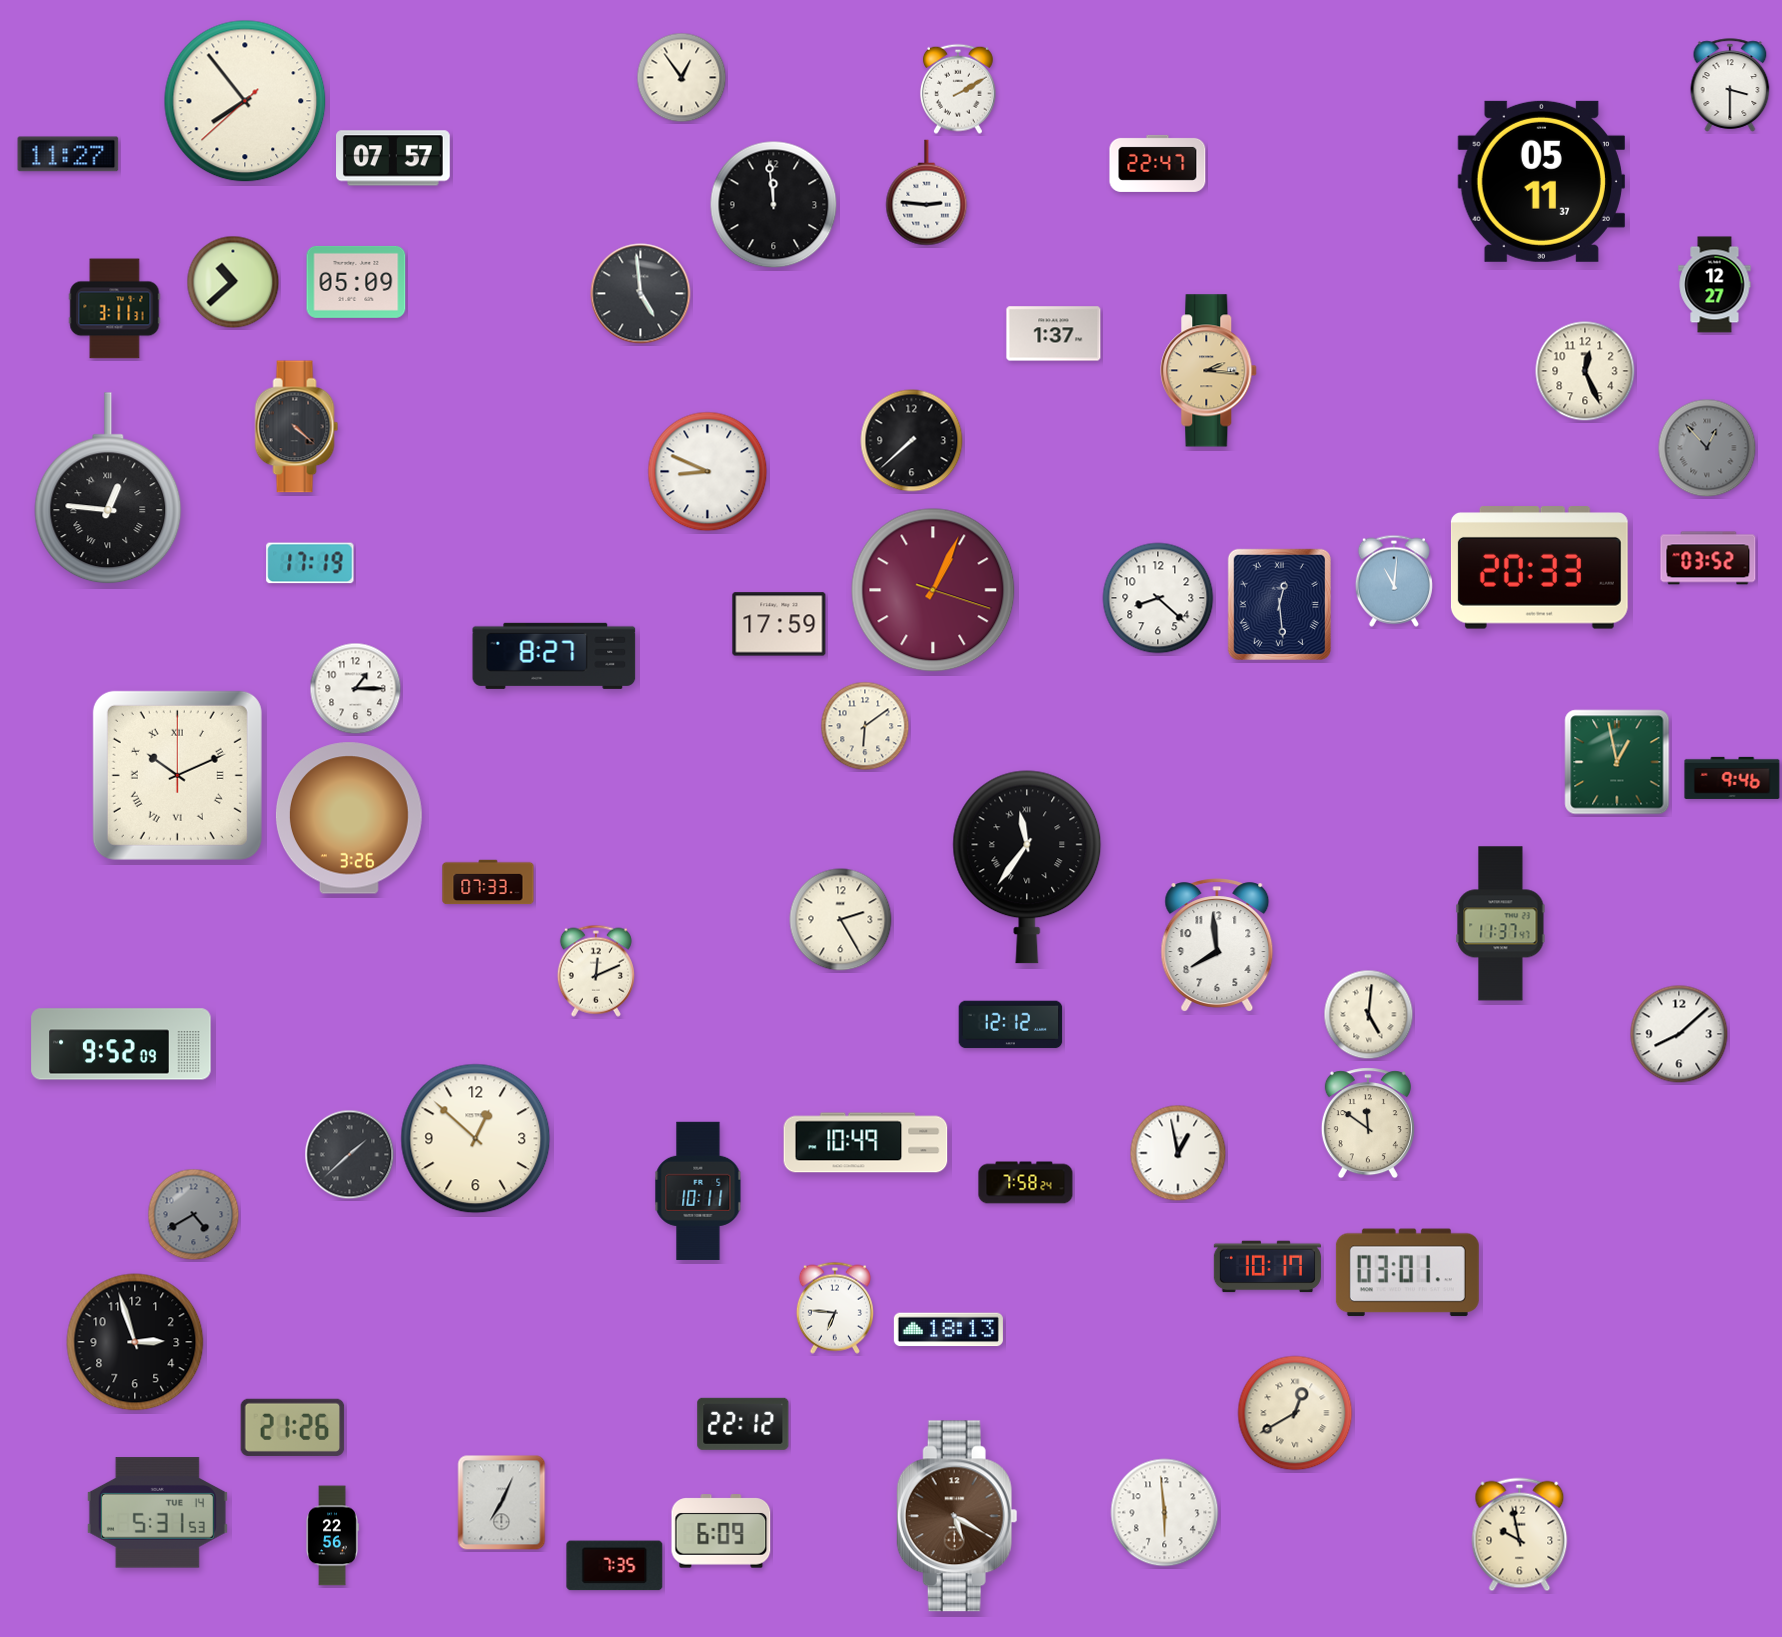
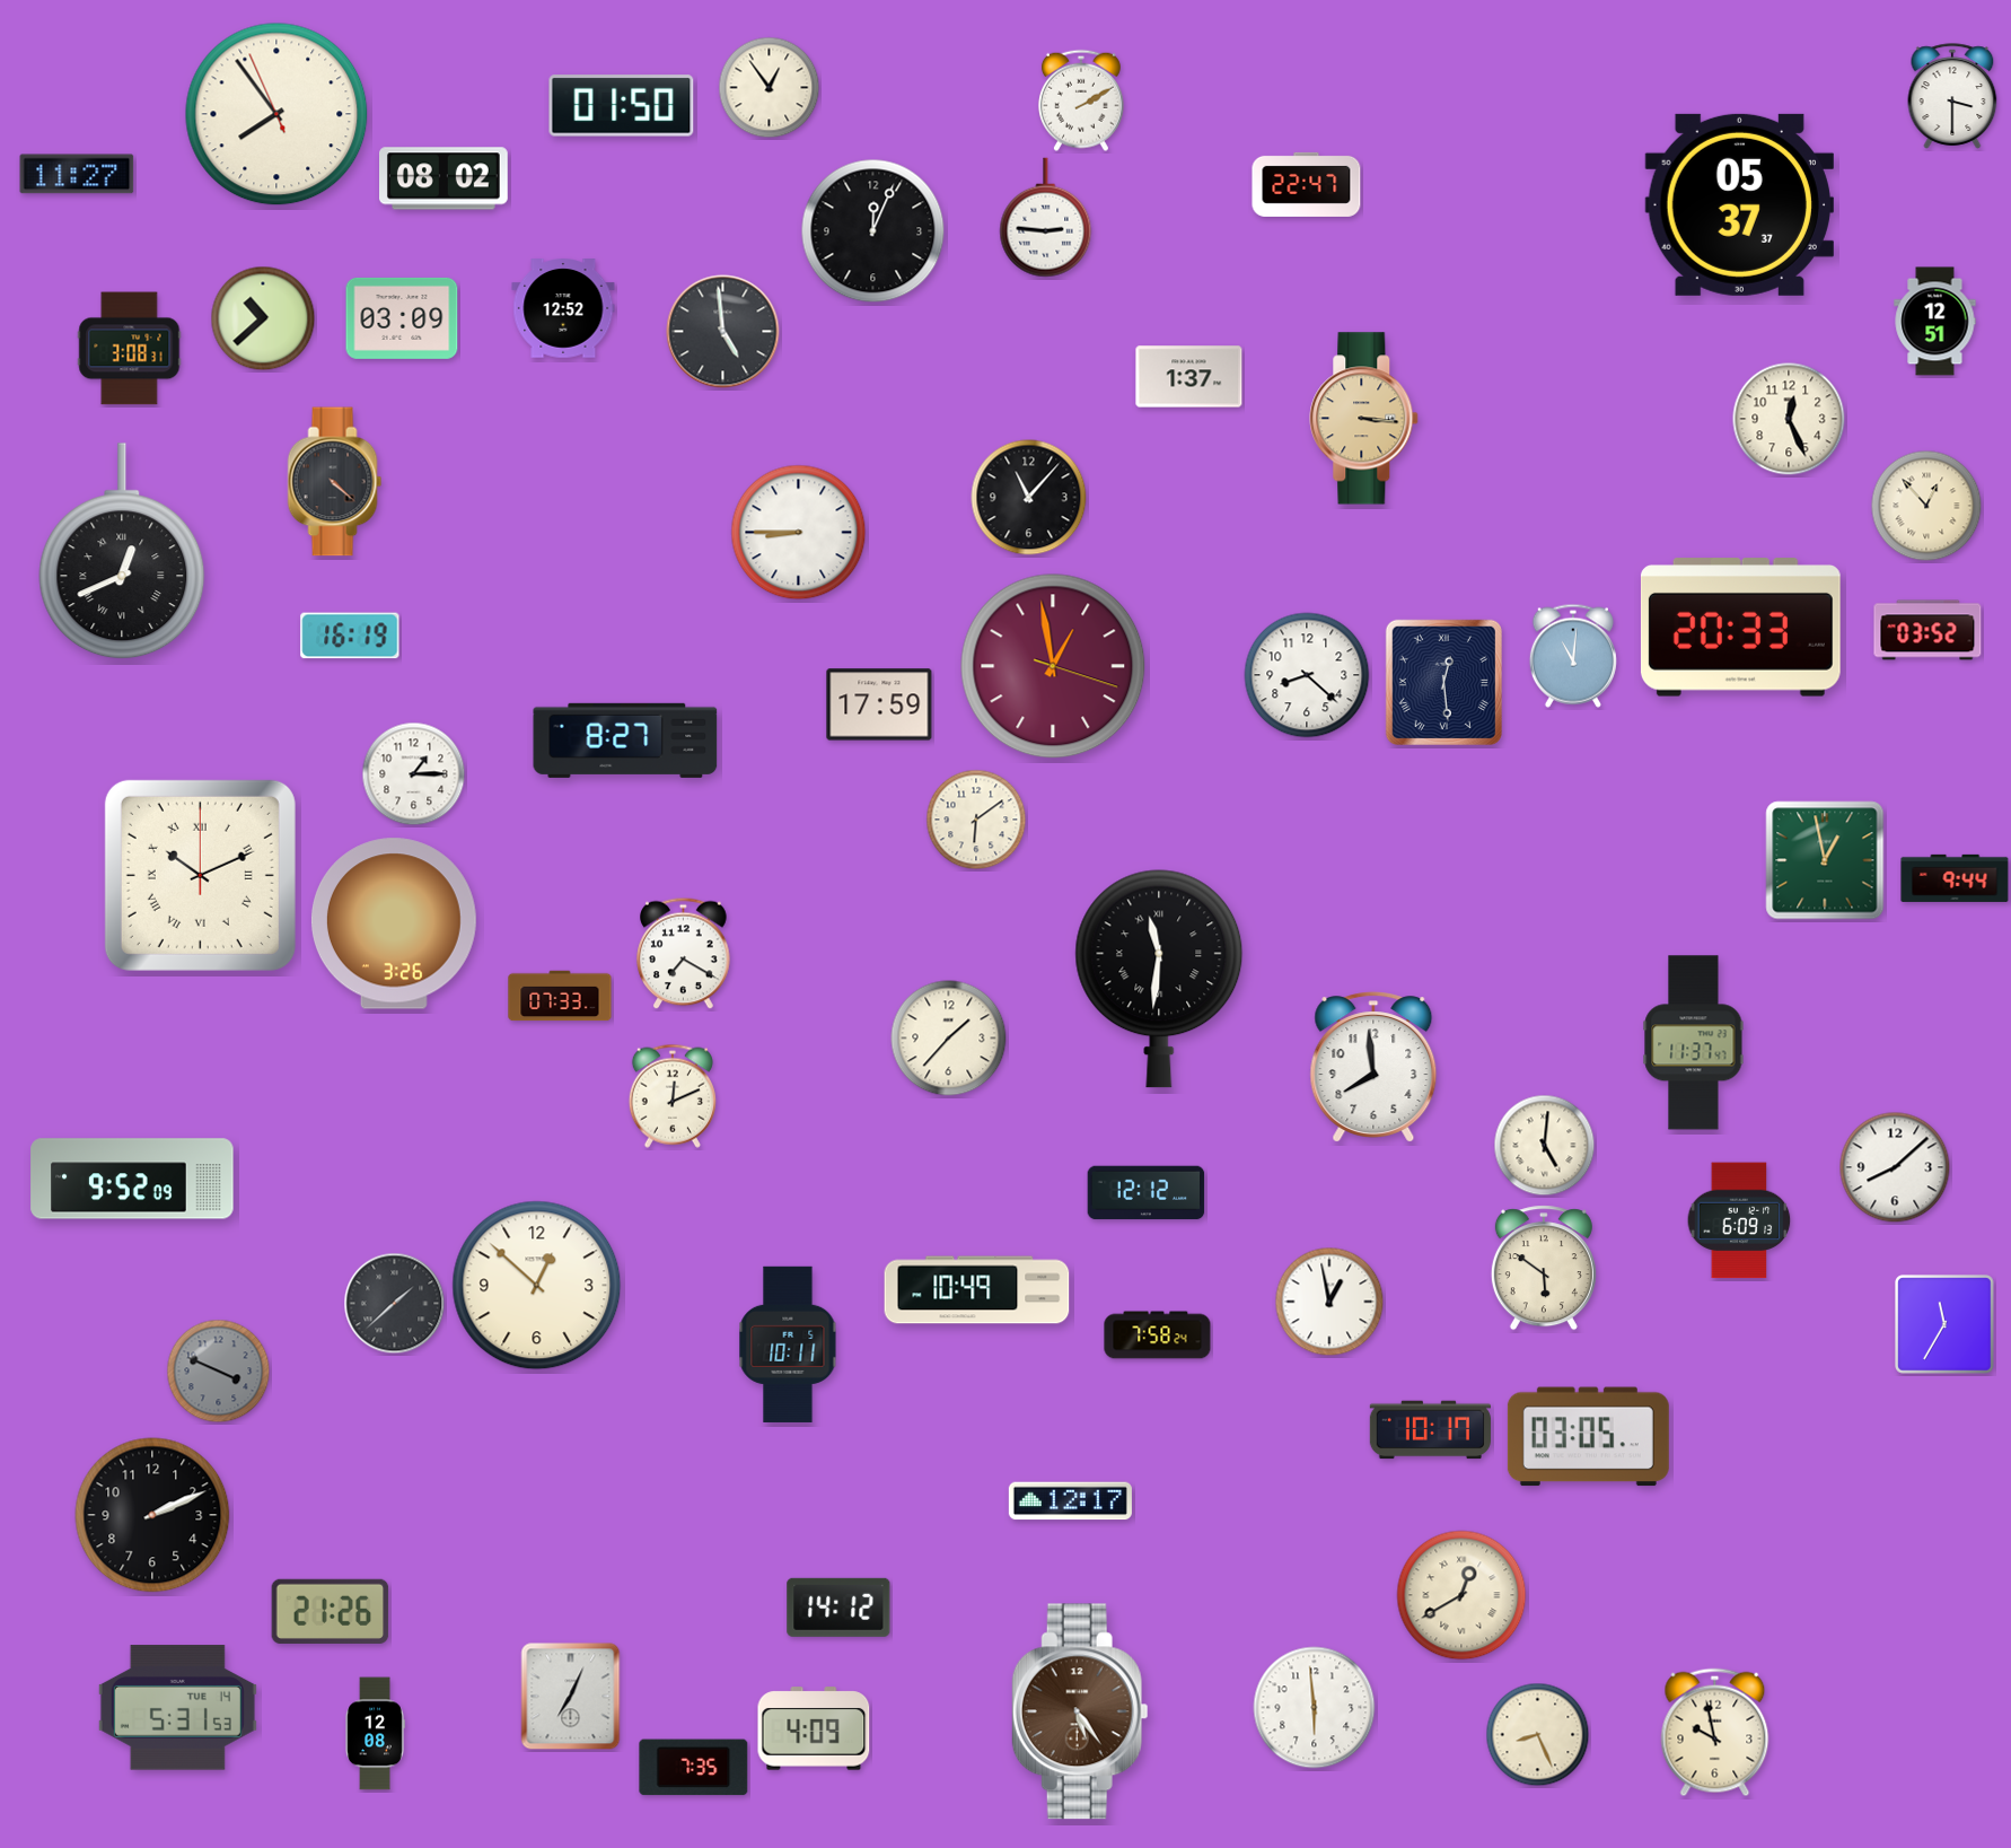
clock at (622, 106): none -> 01:50
clock at (245, 101): 7:53:38 -> 7:53:56
clock at (394, 158): 07:57 -> 08:02
clock at (1541, 181): 05:11 -> 05:37
clock at (774, 205): 11:59 -> 12:04
clock at (563, 308): none -> 12:52
clock at (356, 282): 05:09 -> 03:09
clock at (1715, 285): 12:27 -> 12:51
clock at (115, 309): 3:11 -> 3:08
clock at (1209, 371): 2:16 -> 3:16
clock at (912, 441): 7:38 -> 11:07
clock at (1707, 448) dial: grey -> cream
clock at (708, 472): 8:49 -> 8:45
clock at (108, 489): 12:46 -> 12:41
clock at (310, 563): 17:19 -> 16:19
clock at (1539, 568) position: (1539, 568) -> (1740, 628)
clock at (933, 590): 1:04 -> 12:58
clock at (356, 689) position: (356, 689) -> (414, 774)
clock at (1732, 778): 9:46 -> 9:44
clock at (684, 954): none -> 7:20
clock at (1027, 867): 11:36 -> 11:31
clock at (488, 882) position: (488, 882) -> (560, 996)
clock at (841, 920): 2:25 -> 1:37
clock at (1011, 1025) position: (1011, 1025) -> (1147, 1193)
clock at (121, 1044) position: (121, 1044) -> (132, 1179)
clock at (1739, 1220): none -> 6:09
clock at (1368, 1123): 11:51 -> 5:51
clock at (1946, 1325): none -> 11:35
clock at (194, 1215): 4:40 -> 3:49
clock at (1407, 1273): 03:01 -> 03:05
clock at (835, 1308): 6:46 -> none
clock at (948, 1330): 18:13 -> 12:17
clock at (135, 1342): 2:57 -> 2:11
clock at (743, 1424): 22:12 -> 14:12
clock at (502, 1503) position: (502, 1503) -> (571, 1697)
clock at (957, 1516): 5:20 -> 5:24
clock at (721, 1531): 6:09 -> 4:09
clock at (332, 1536): 22:56 -> 12:08
clock at (1538, 1735): none -> 8:26
